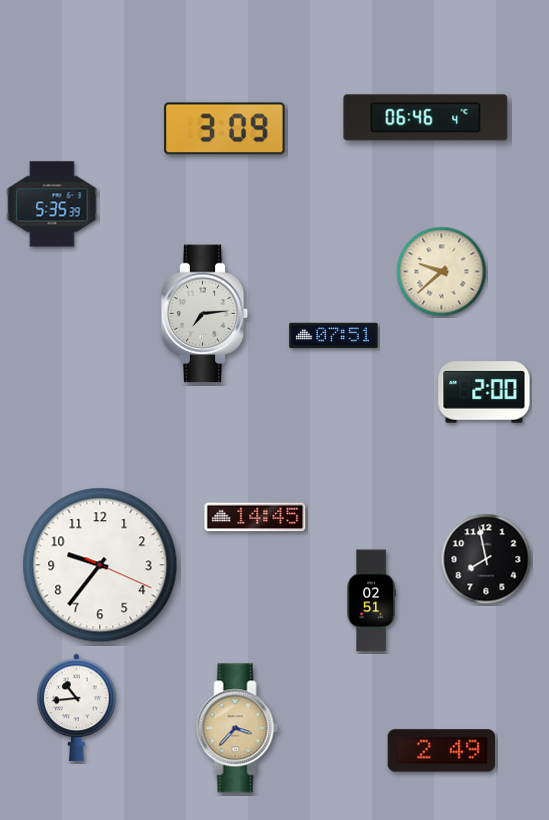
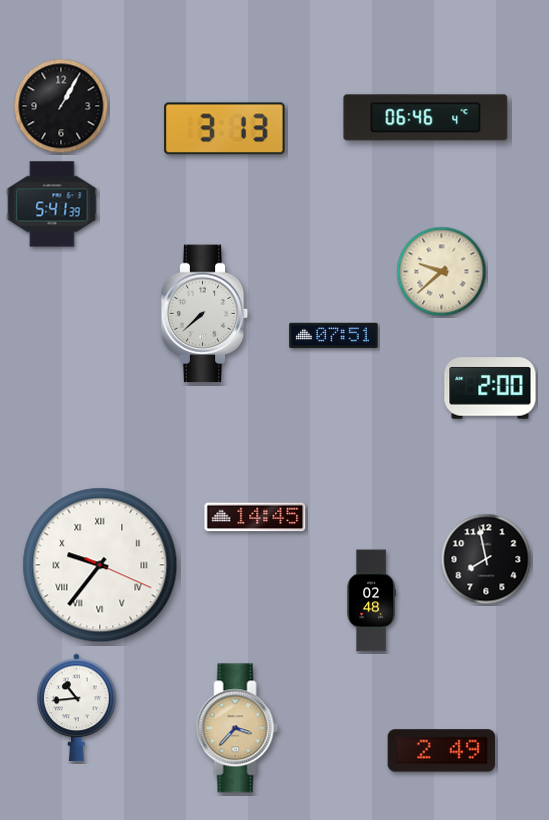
clock at (61, 106): none -> 1:05
clock at (225, 129): 3:09 -> 3:13
clock at (52, 204): 5:35 -> 5:41
clock at (205, 314): 7:14 -> 7:38
clock at (484, 392) position: (484, 392) -> (490, 388)
clock at (100, 565) numerals: Arabic -> Roman
clock at (371, 601): 02:51 -> 02:48
